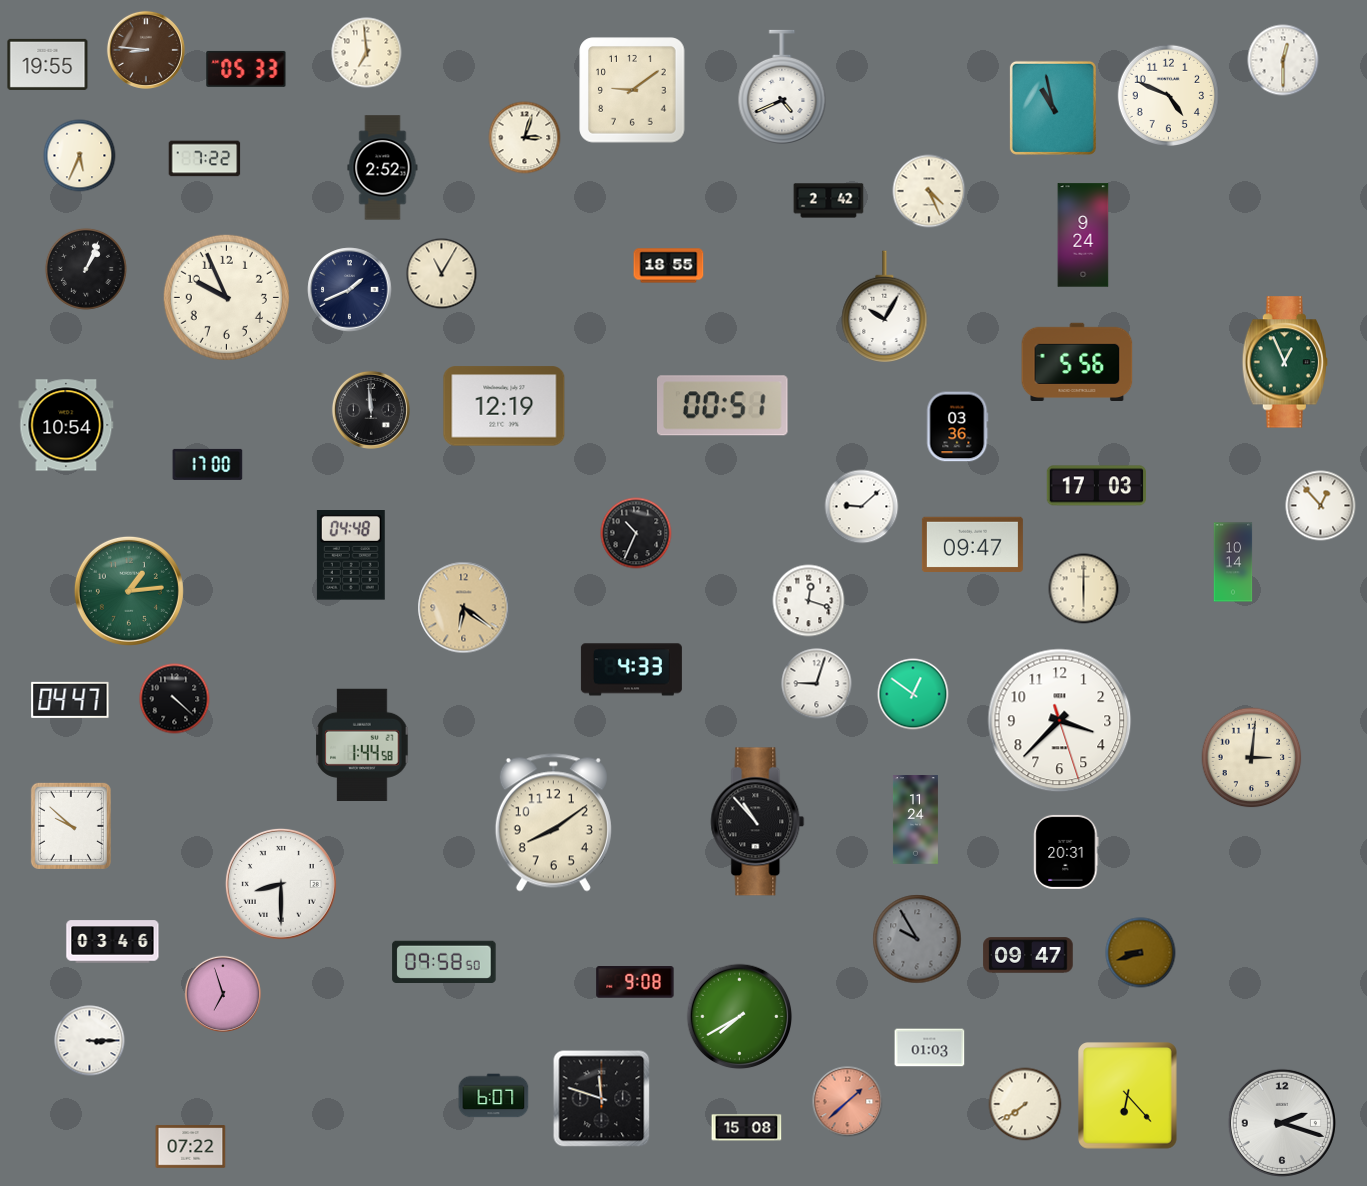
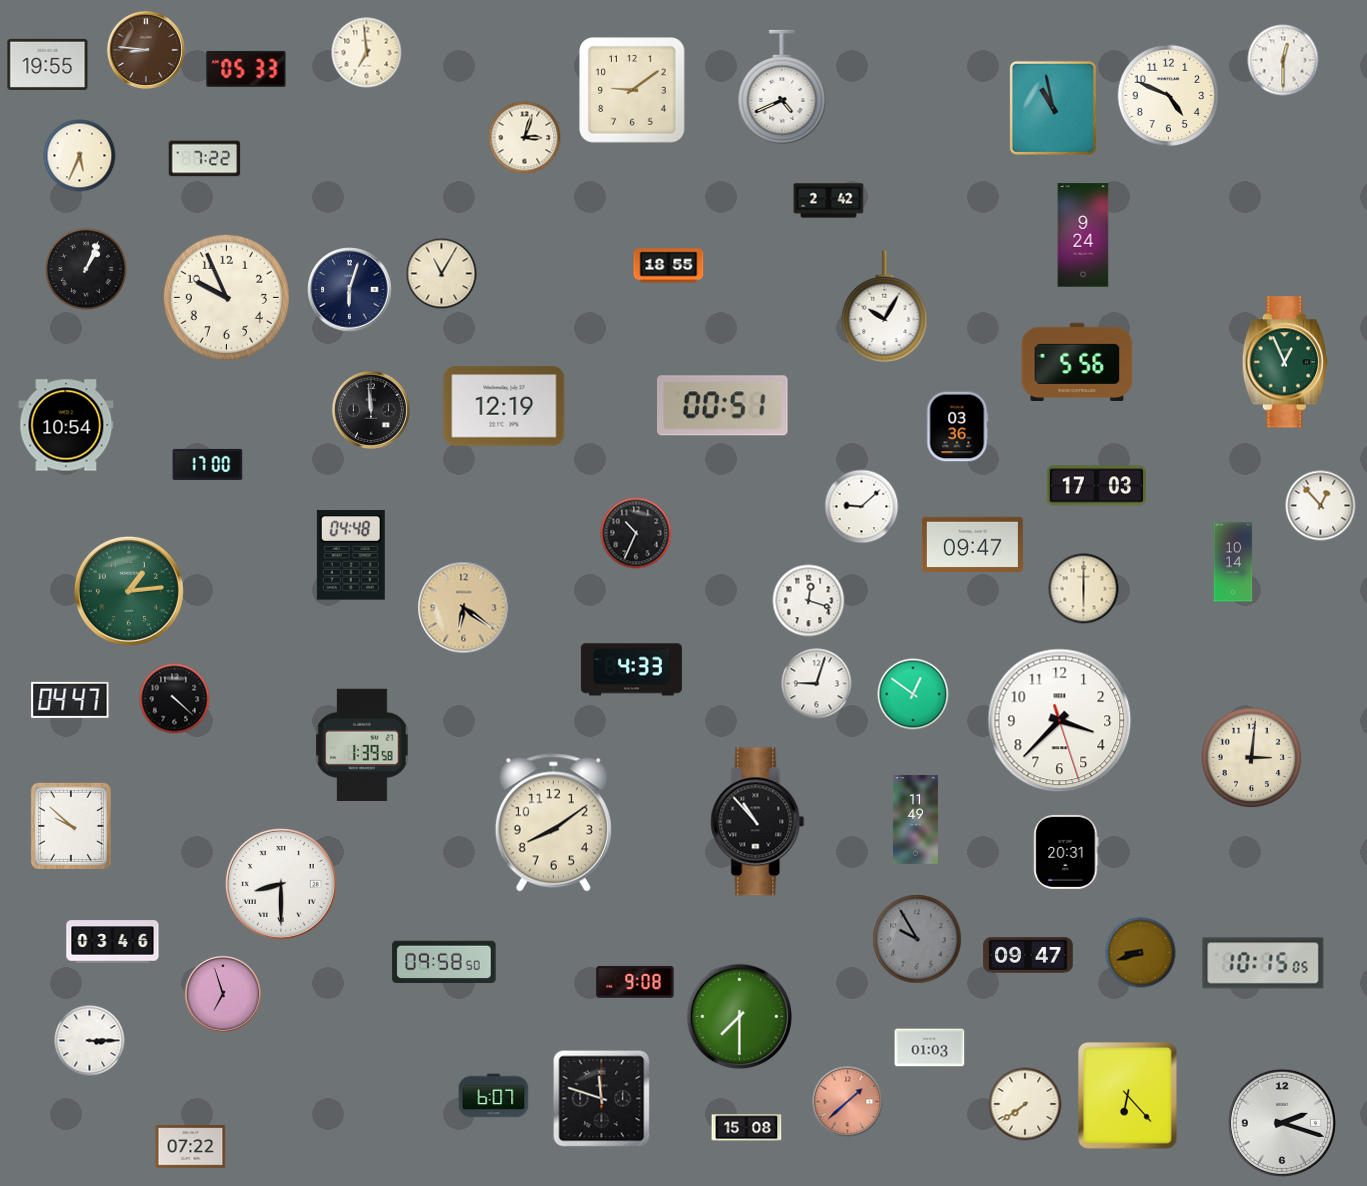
clock at (383, 168): 2:52 -> none
clock at (929, 191): 4:26 -> none
clock at (350, 290): 1:41 -> 6:03
clock at (362, 745): 1:44 -> 1:39
clock at (915, 820): 11:24 -> 11:49
clock at (1263, 963): none -> 10:15
clock at (740, 1017): 7:40 -> 7:30
